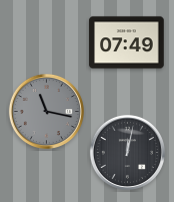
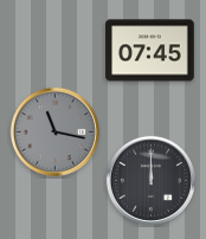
clock at (127, 43): 07:49 -> 07:45
clock at (127, 152): 12:02 -> 12:00
